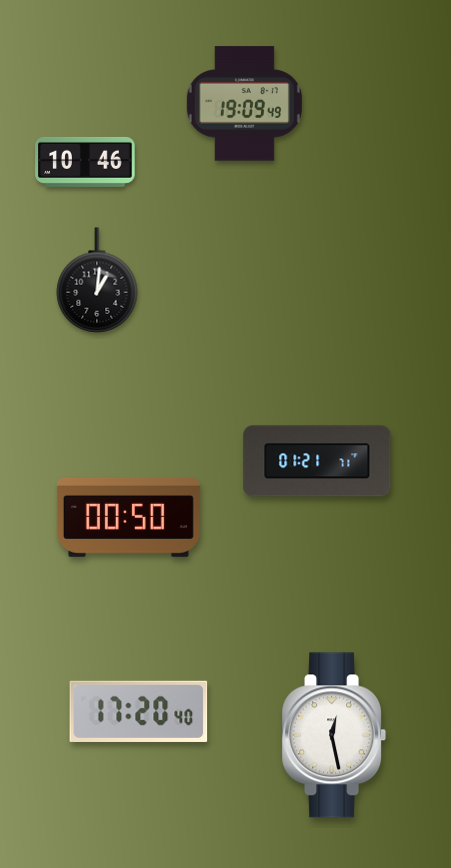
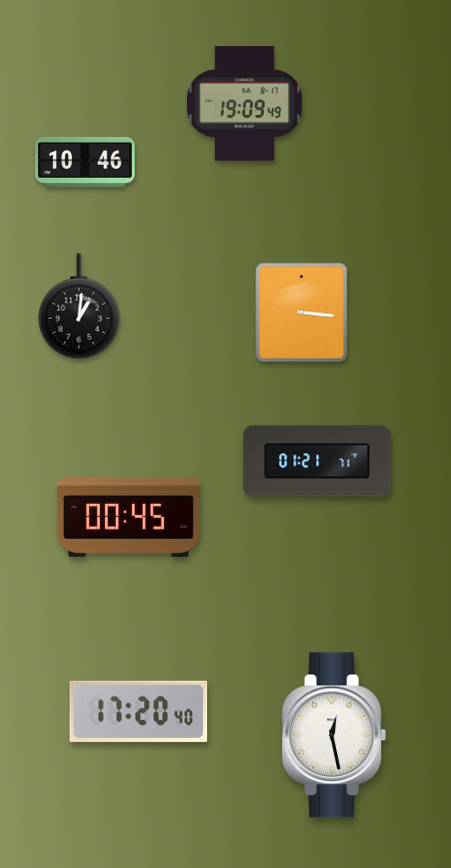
clock at (97, 280) position: (97, 280) -> (79, 306)
clock at (302, 313): none -> 3:16
clock at (128, 517): 00:50 -> 00:45
